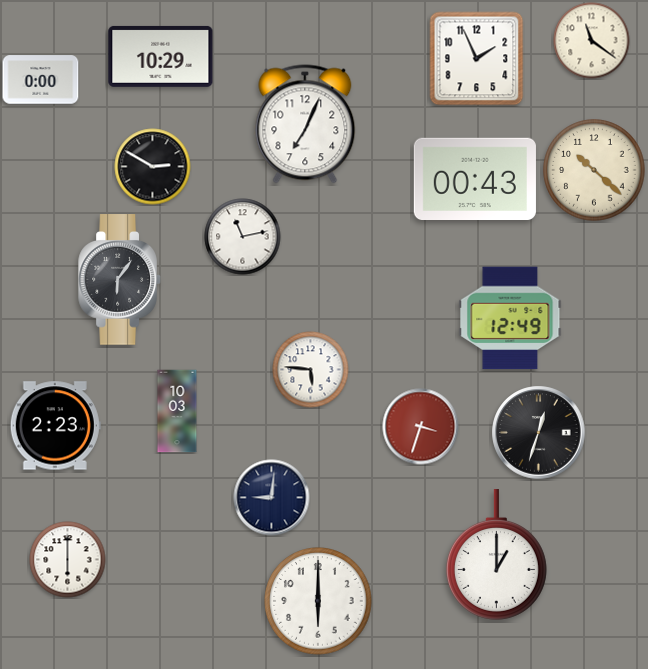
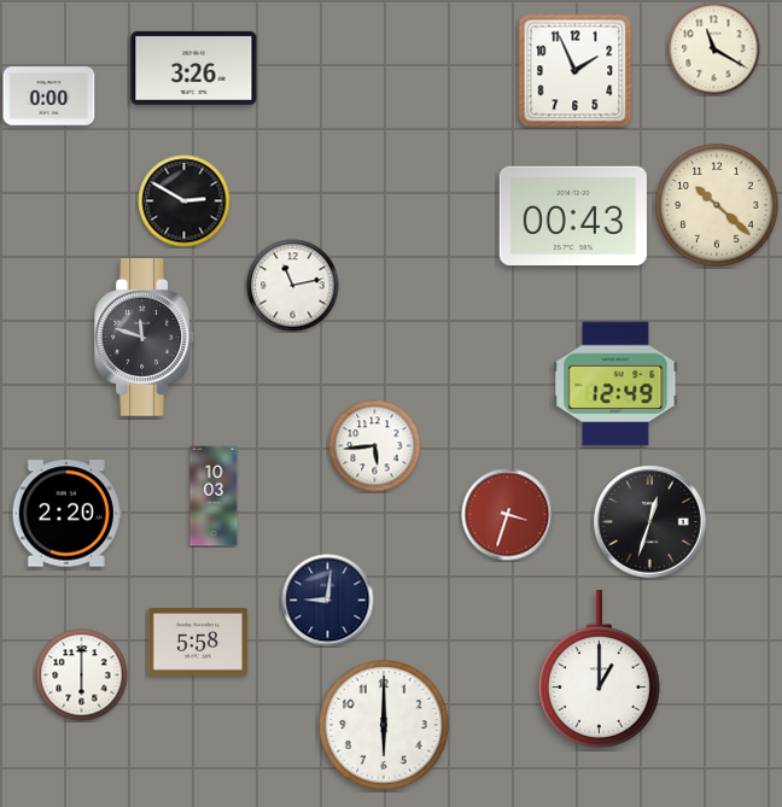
clock at (592, 41): 11:21 -> 11:20
clock at (161, 56): 10:29 -> 3:26
clock at (305, 124): 7:04 -> none
clock at (120, 280): 6:06 -> 11:48
clock at (311, 370): 5:46 -> 5:44
clock at (55, 426): 2:23 -> 2:20
clock at (198, 643): none -> 5:58
